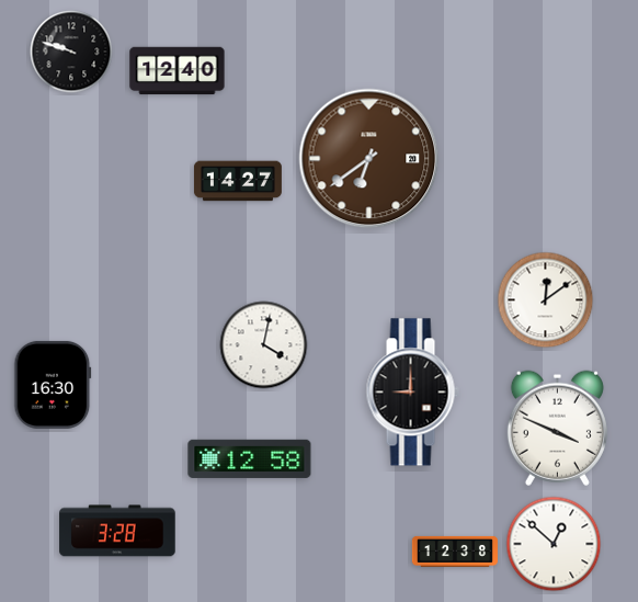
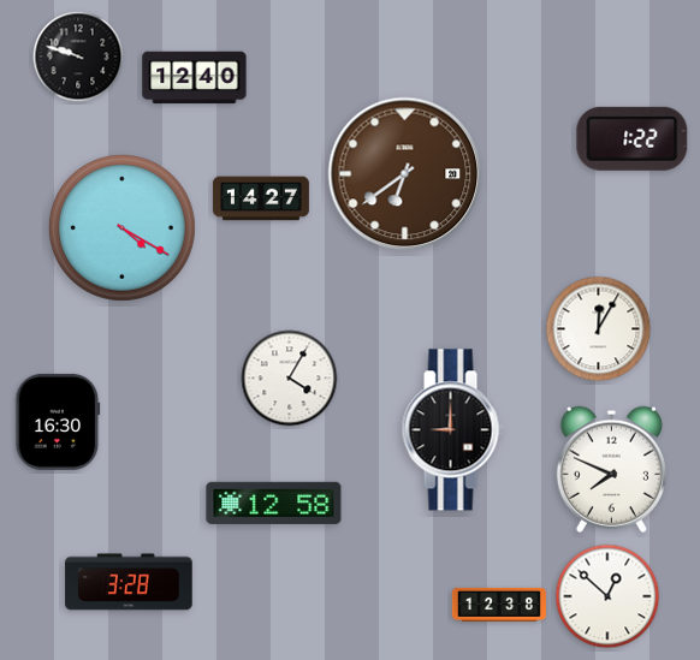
clock at (633, 138): none -> 1:22
clock at (121, 227): none -> 4:20
clock at (546, 300): 12:09 -> 12:05
clock at (264, 345): 4:02 -> 4:05
clock at (557, 428): 3:49 -> 7:49
